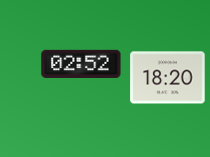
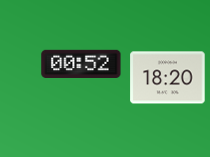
clock at (81, 64): 02:52 -> 00:52
